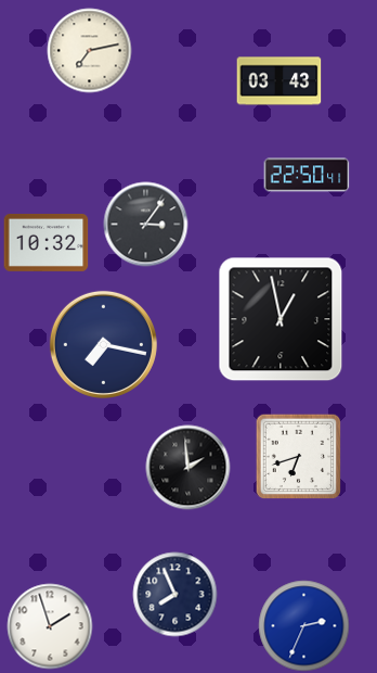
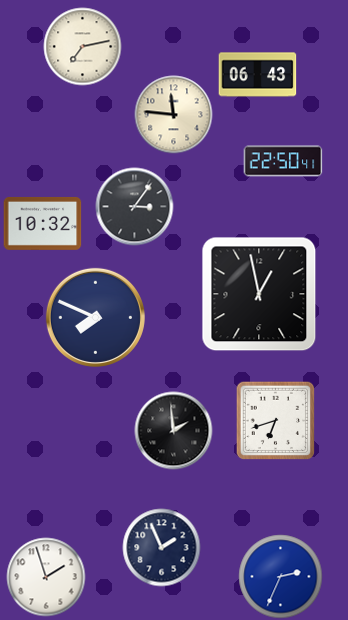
clock at (278, 81): 03:43 -> 06:43
clock at (173, 114): none -> 11:46
clock at (103, 344): 7:17 -> 7:49
clock at (174, 594): 7:56 -> 1:56
